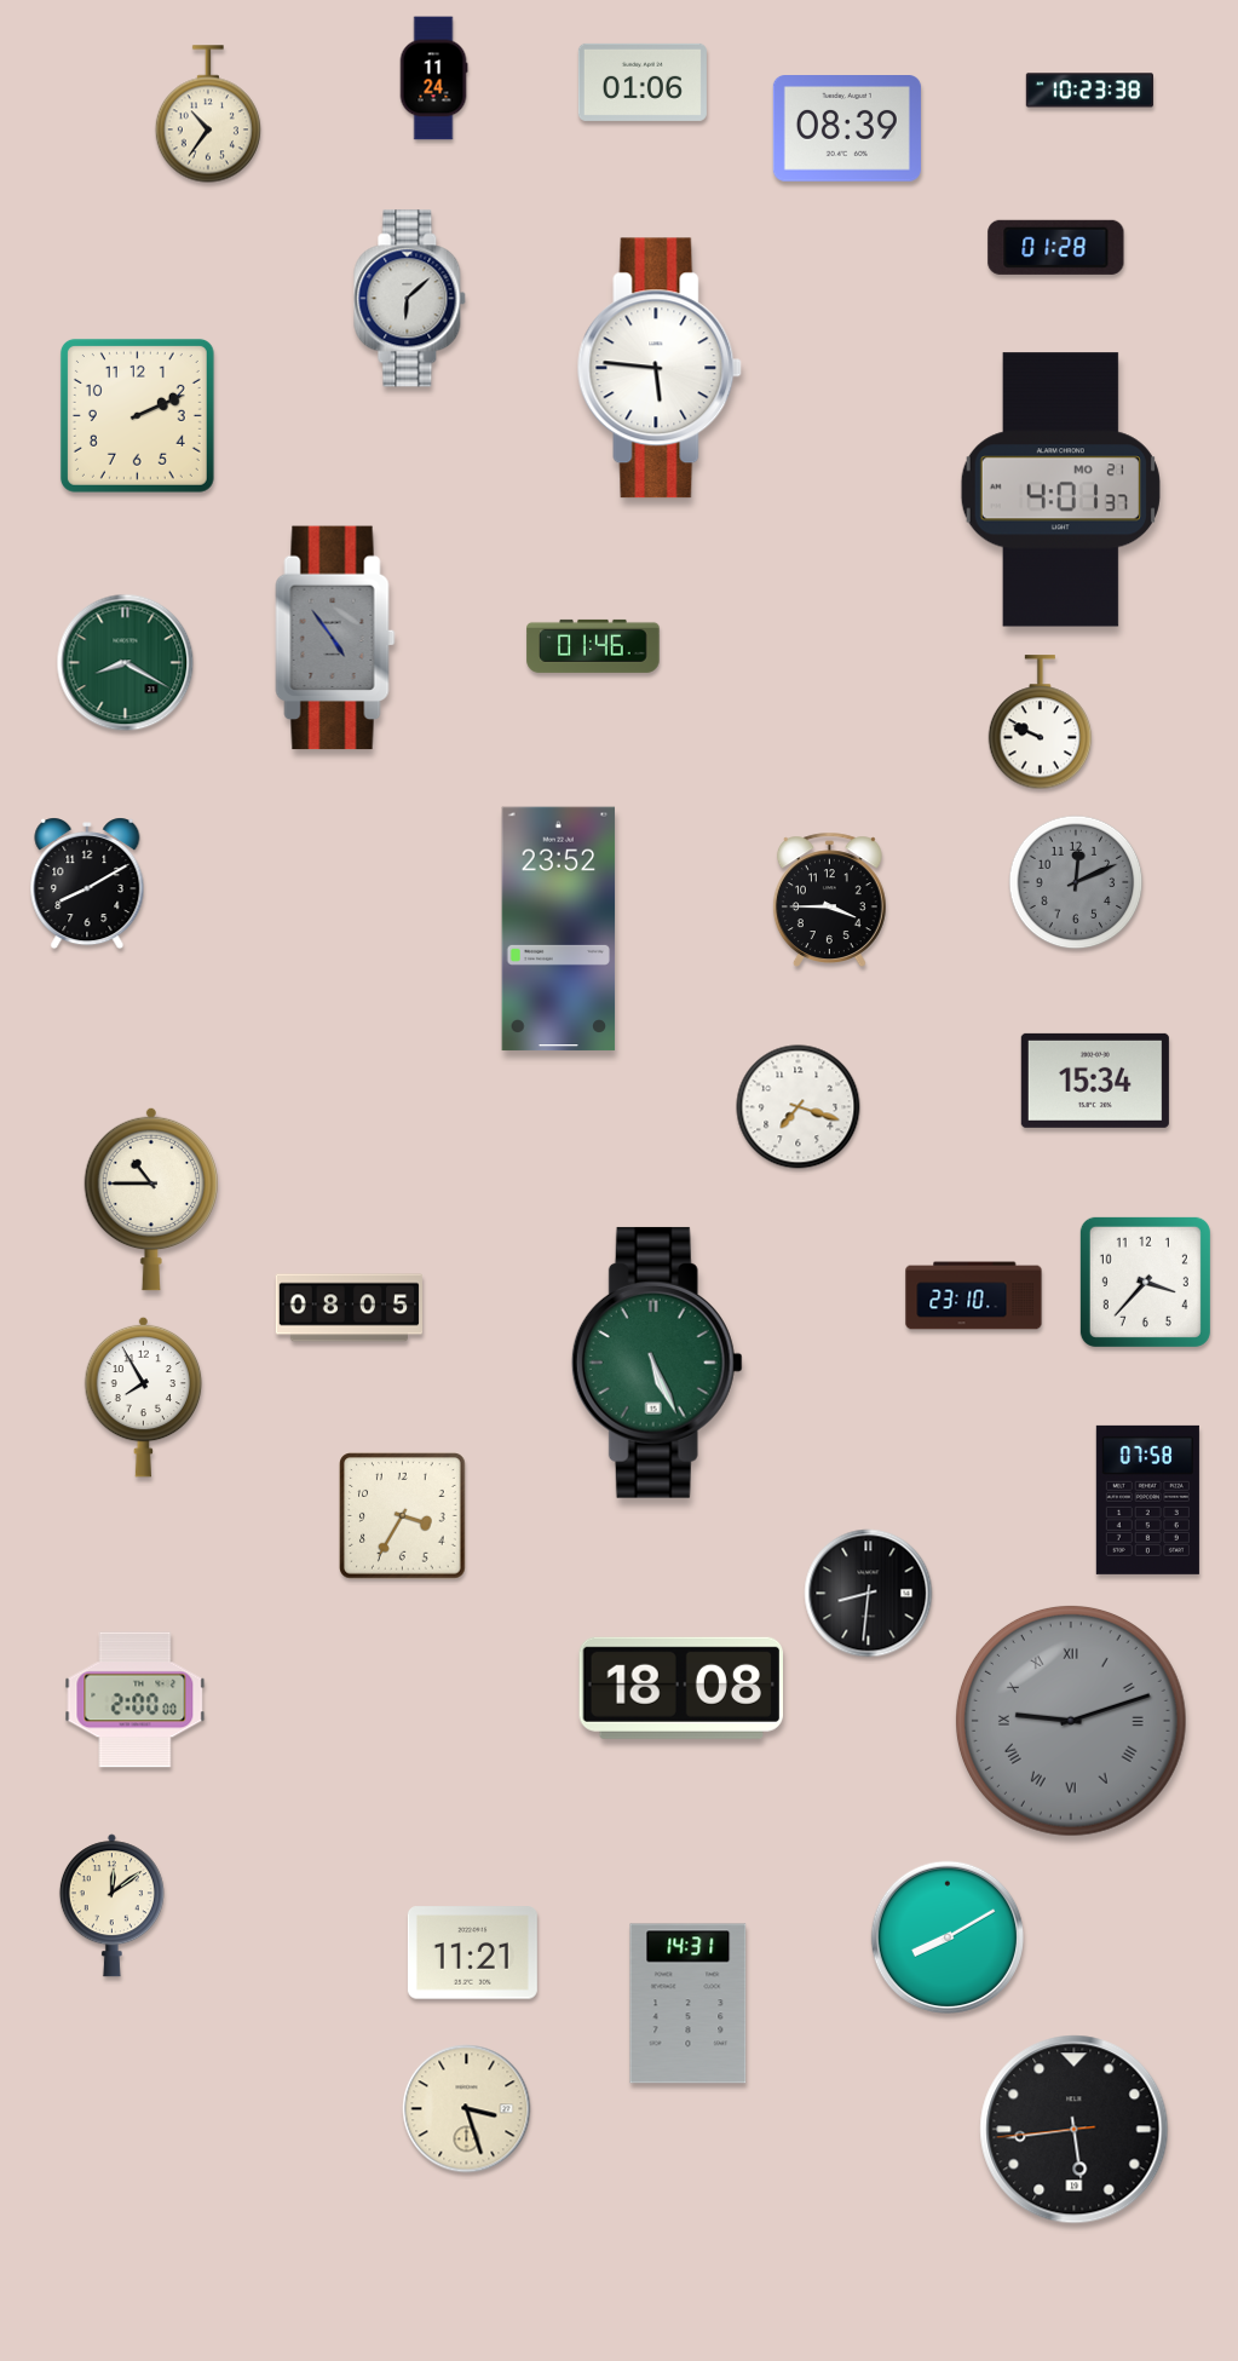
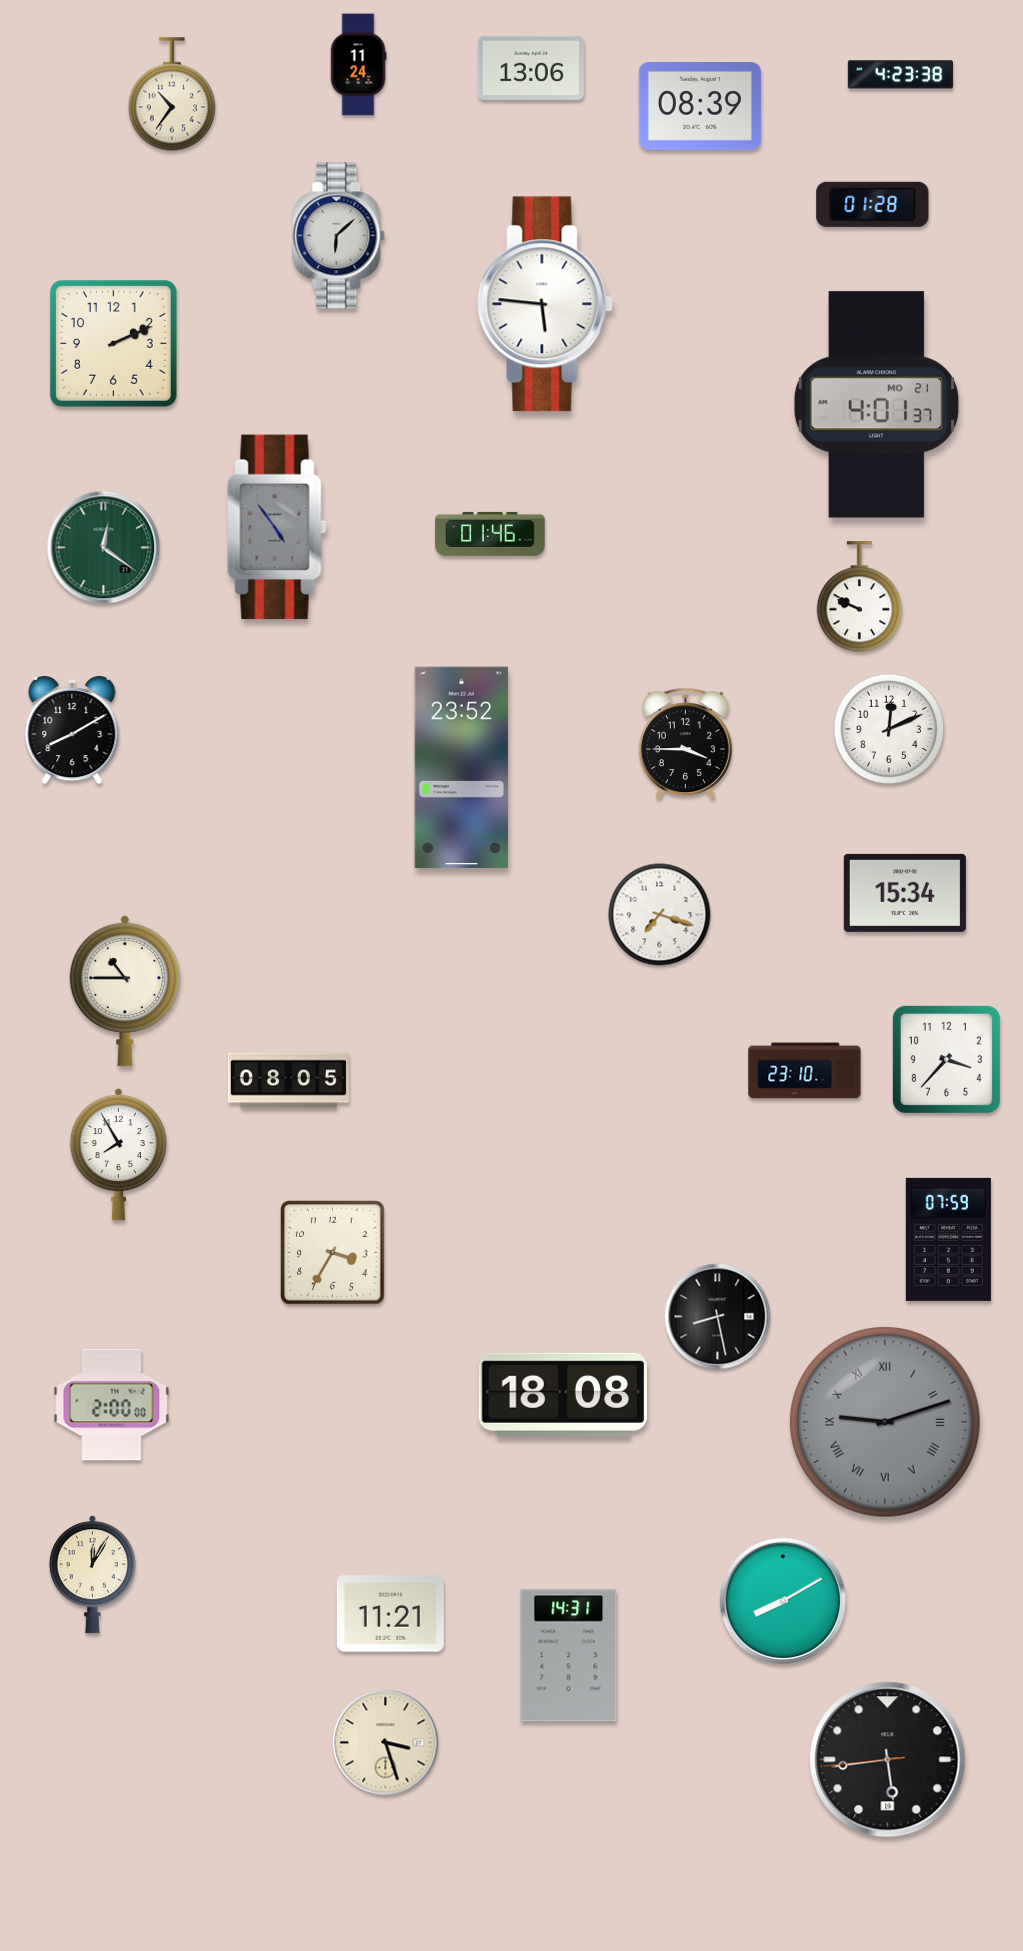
clock at (643, 82): 01:06 -> 13:06
clock at (1089, 91): 10:23 -> 4:23
clock at (410, 299) position: (410, 299) -> (339, 236)
clock at (126, 663): 8:20 -> 12:21
clock at (1076, 882) dial: grey -> white
clock at (657, 1363): 5:26 -> none
clock at (1147, 1499): 07:58 -> 07:59
clock at (869, 1594): 8:31 -> 8:28
clock at (111, 1906): 12:09 -> 12:05
